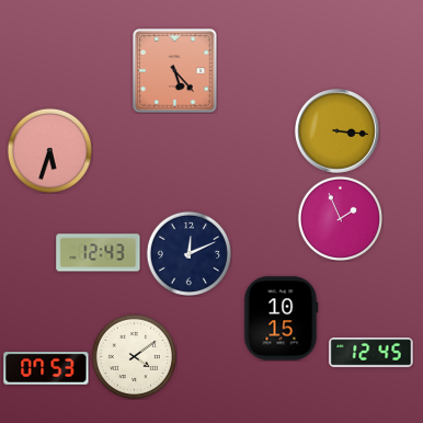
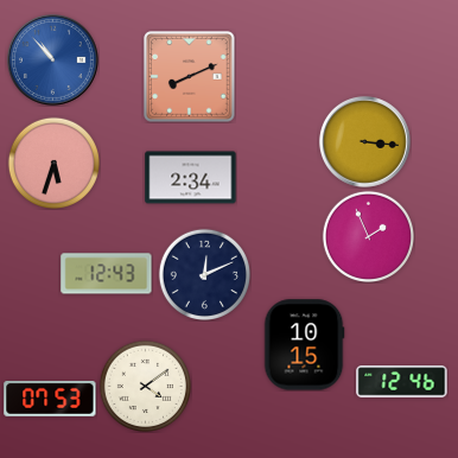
clock at (52, 59): none -> 10:53
clock at (175, 71): 5:23 -> 8:11
clock at (191, 178): none -> 2:34
clock at (371, 353): 12:45 -> 12:46
